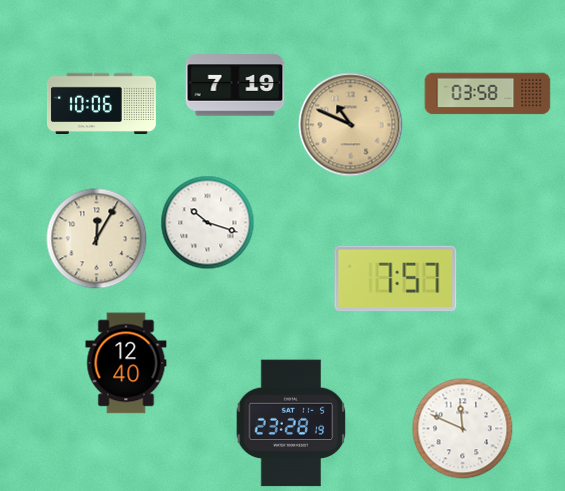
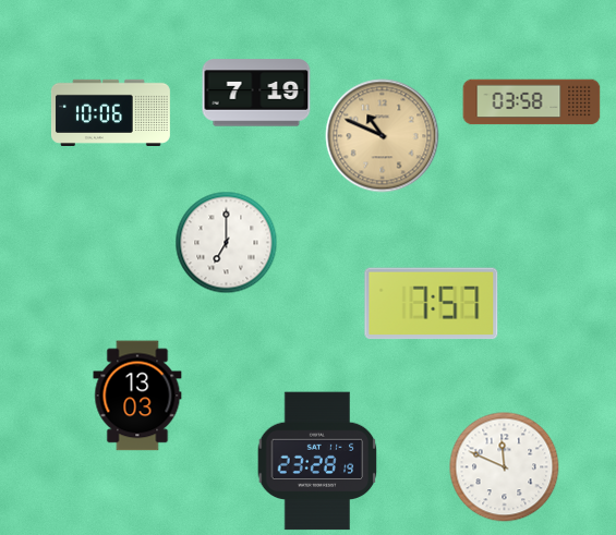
clock at (208, 223): 10:18 -> 7:00
clock at (97, 239): 12:05 -> none
clock at (126, 363): 12:40 -> 13:03
